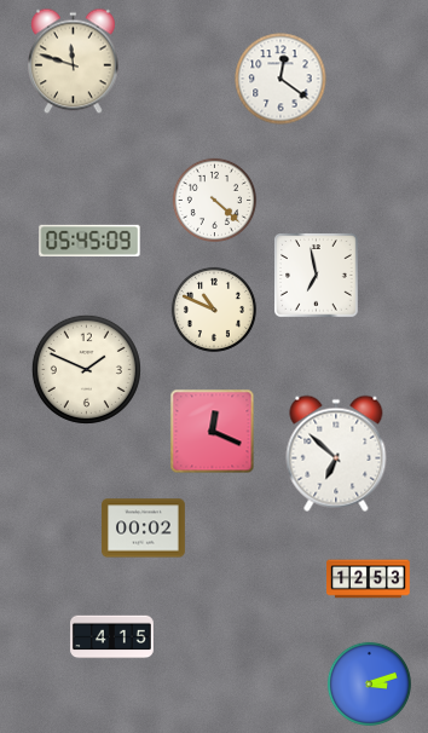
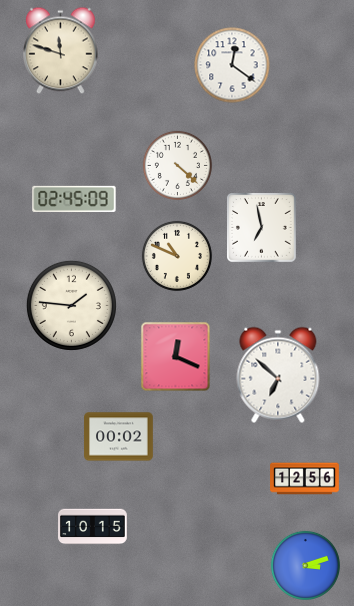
clock at (89, 241): 05:45 -> 02:45
clock at (86, 369): 1:49 -> 1:46
clock at (369, 579): 12:53 -> 12:56
clock at (112, 637): 4:15 -> 10:15
